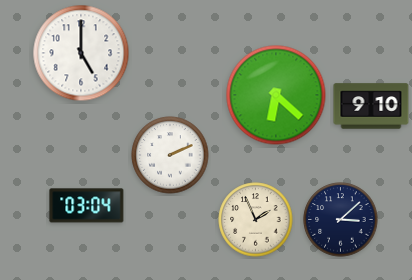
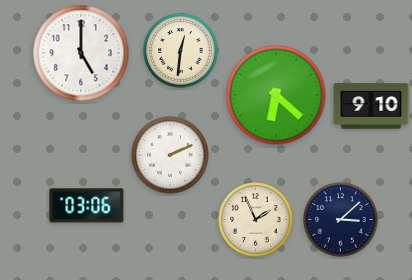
clock at (181, 51): none -> 12:31
clock at (87, 206): 03:04 -> 03:06
